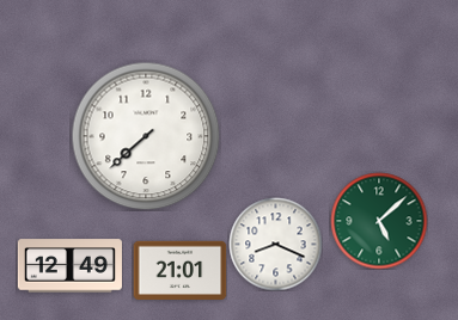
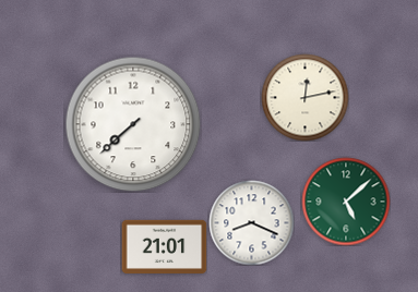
clock at (304, 97): none -> 12:13
clock at (69, 266): 12:49 -> none
